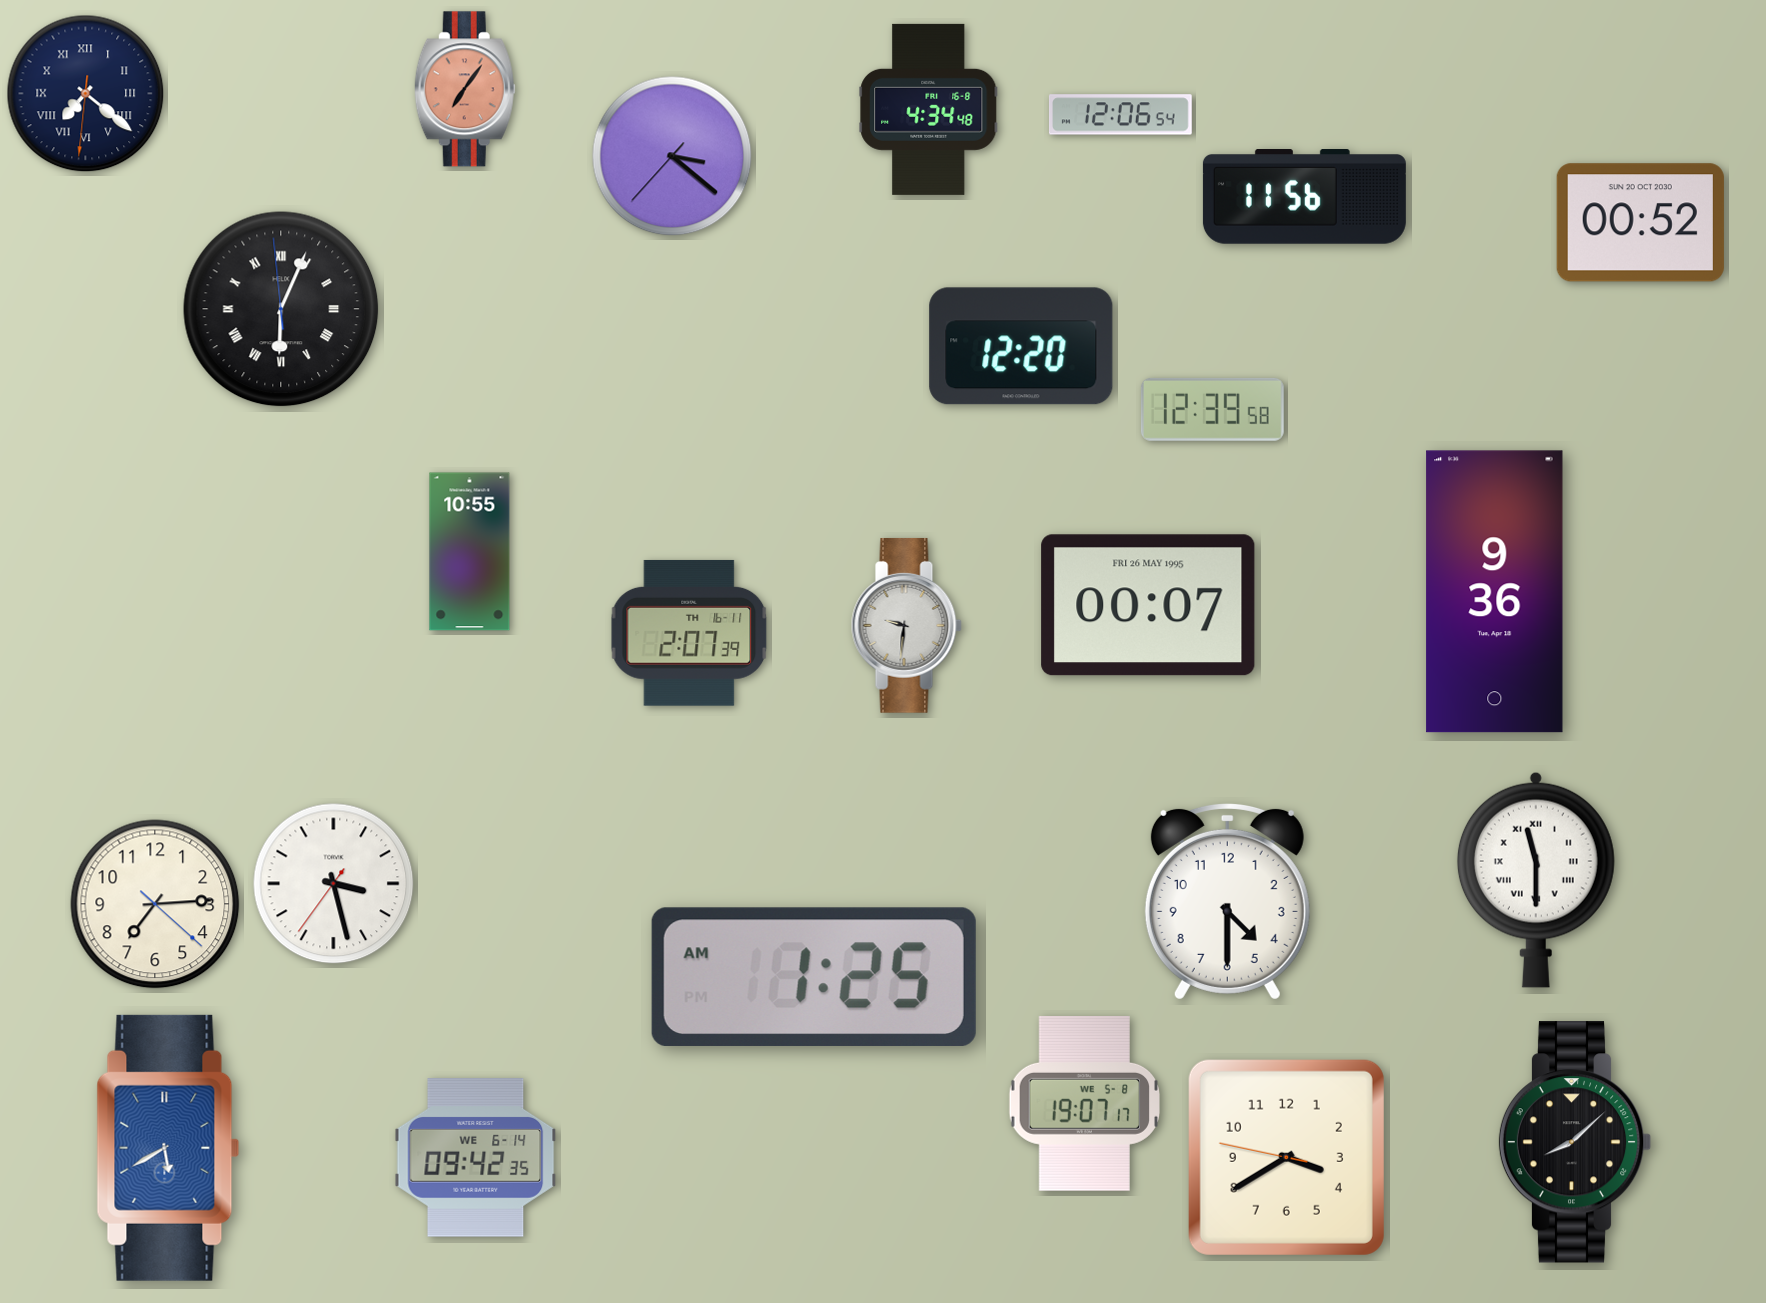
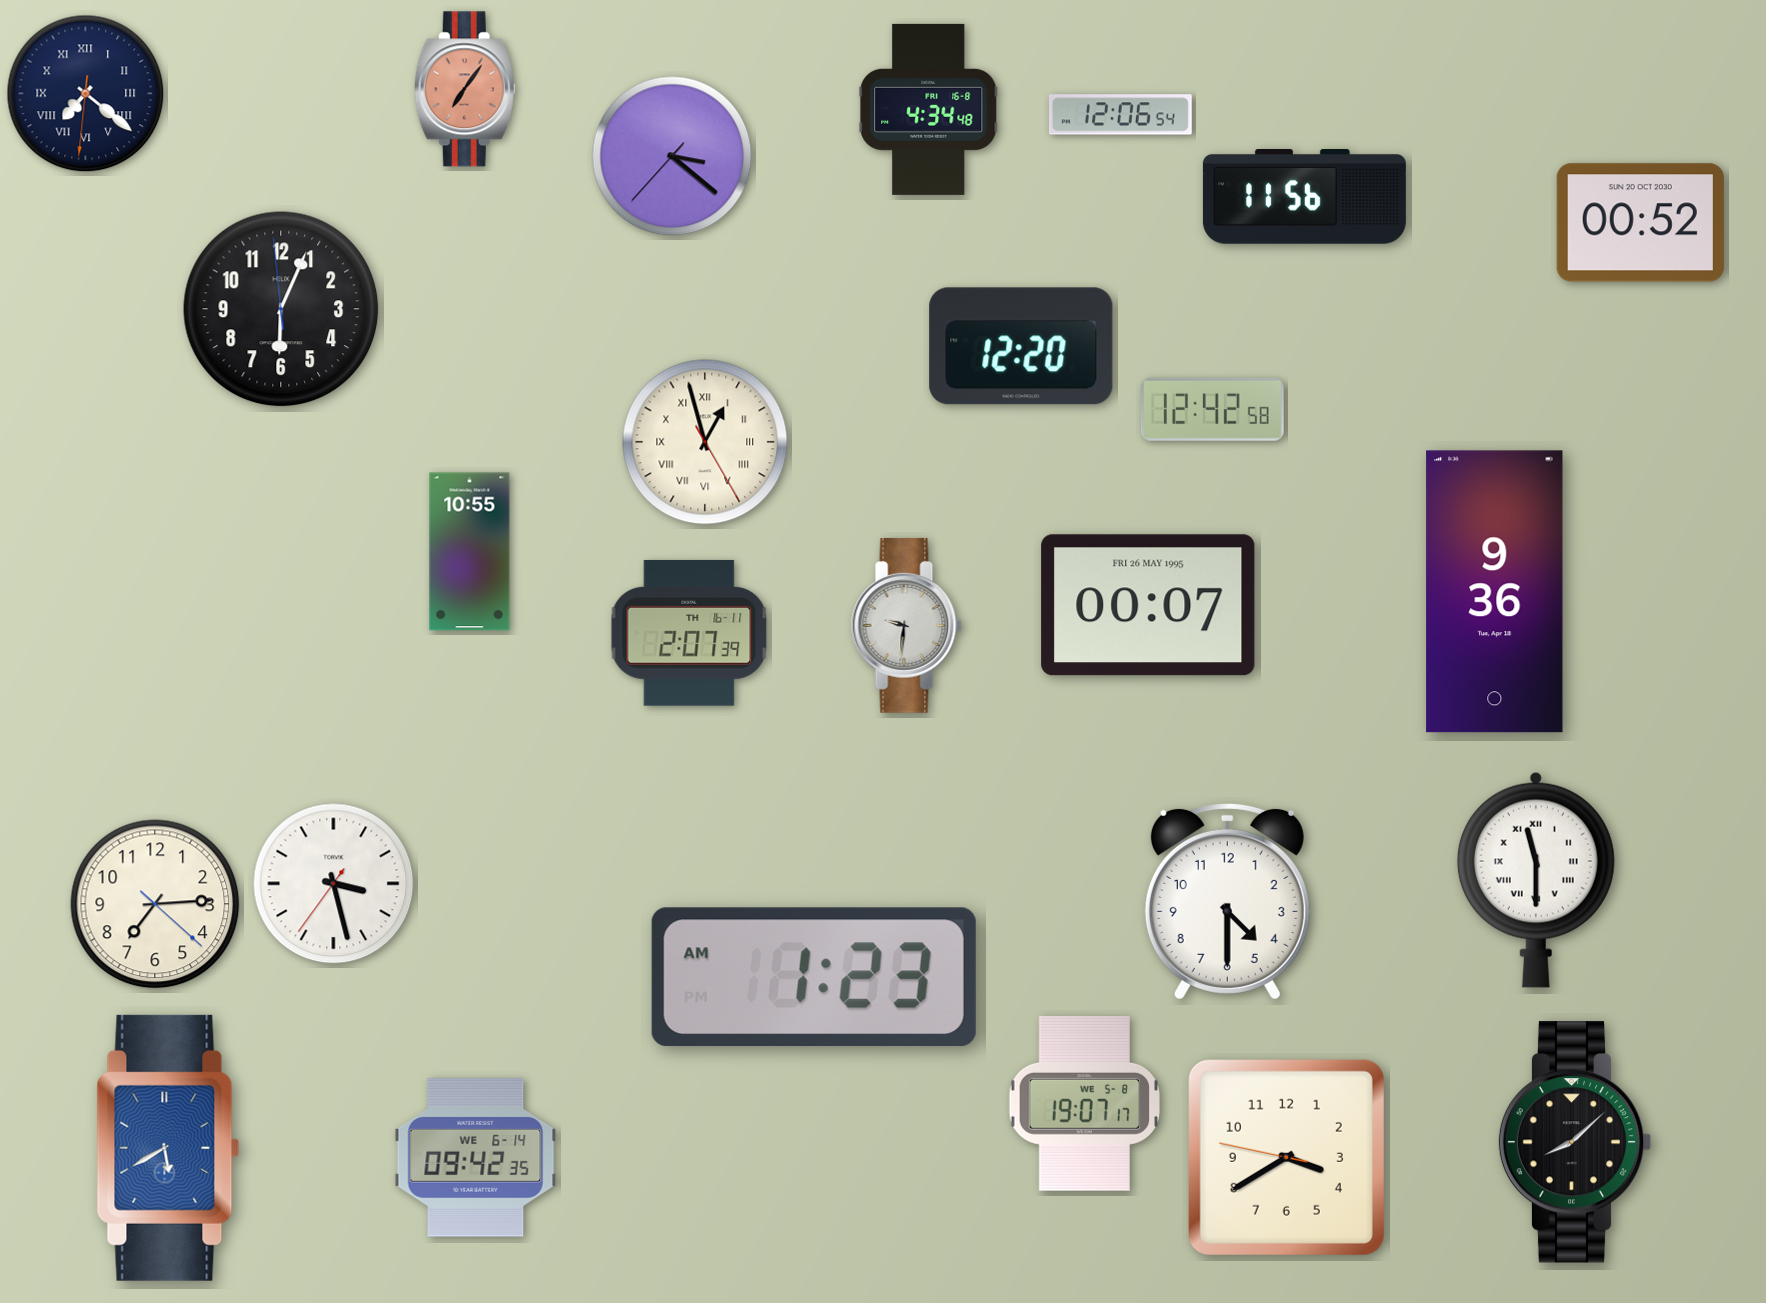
clock at (281, 309) numerals: Roman -> Arabic
clock at (1212, 409): 12:39 -> 12:42
clock at (705, 442): none -> 12:57
clock at (814, 977): 1:25 -> 1:23
